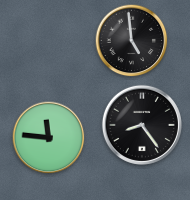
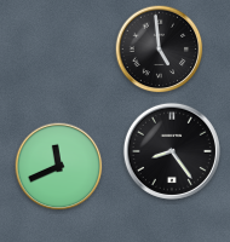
clock at (49, 138): 11:46 -> 11:41
